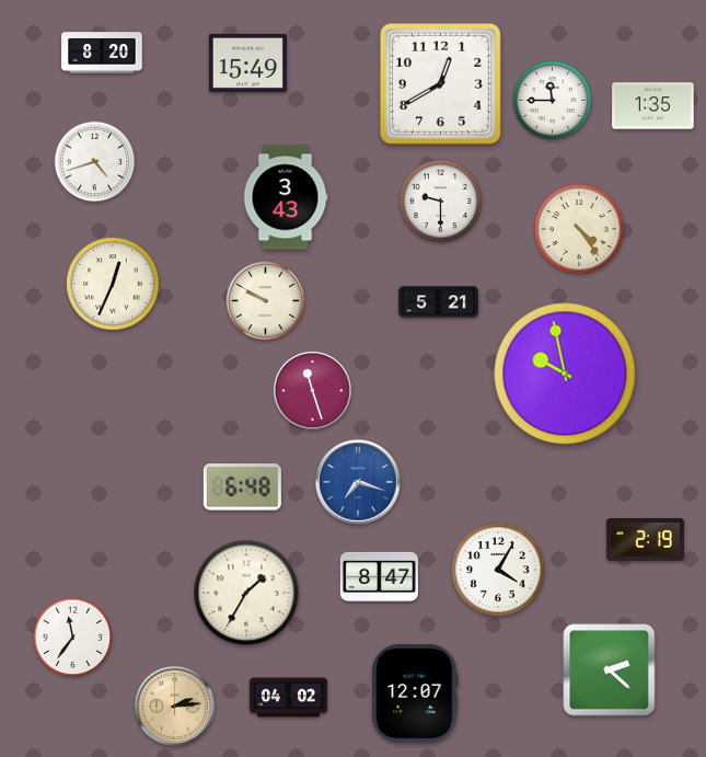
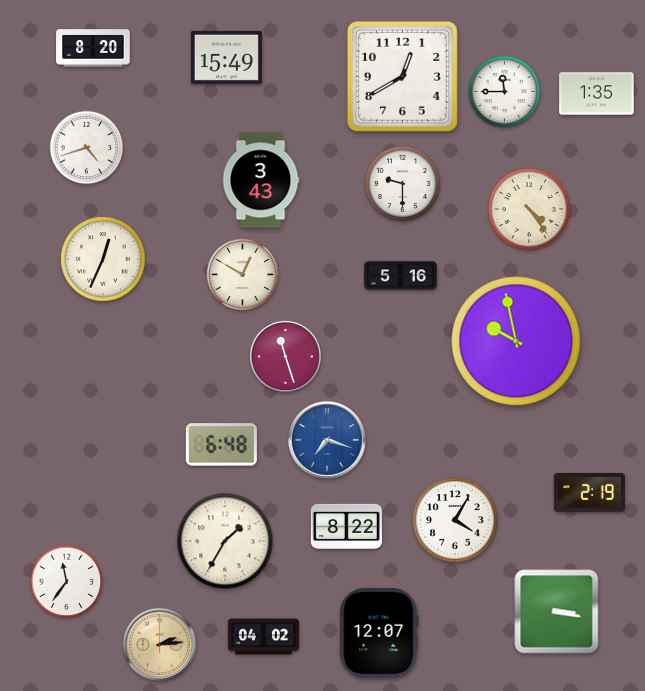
clock at (653, 106) position: (653, 106) -> (597, 94)
clock at (266, 301): 9:50 -> 12:50
clock at (439, 302): 5:21 -> 5:16
clock at (379, 576): 8:47 -> 8:22
clock at (610, 670): 2:22 -> 3:17
